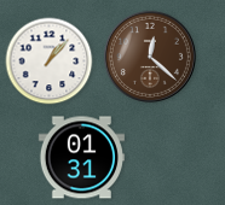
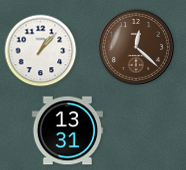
clock at (150, 57) position: (150, 57) -> (136, 47)
clock at (81, 158): 01:31 -> 13:31
